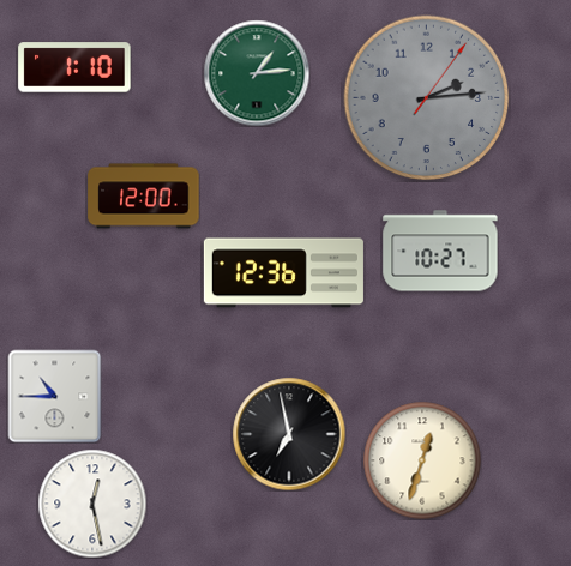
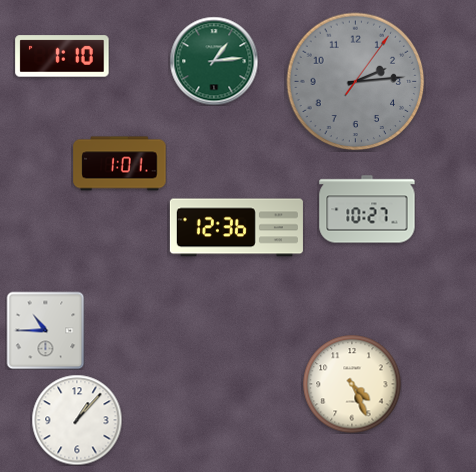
clock at (144, 197): 12:00 -> 1:01
clock at (289, 434): 6:58 -> none
clock at (422, 460): 12:33 -> 4:26
clock at (92, 504): 12:28 -> 1:07
